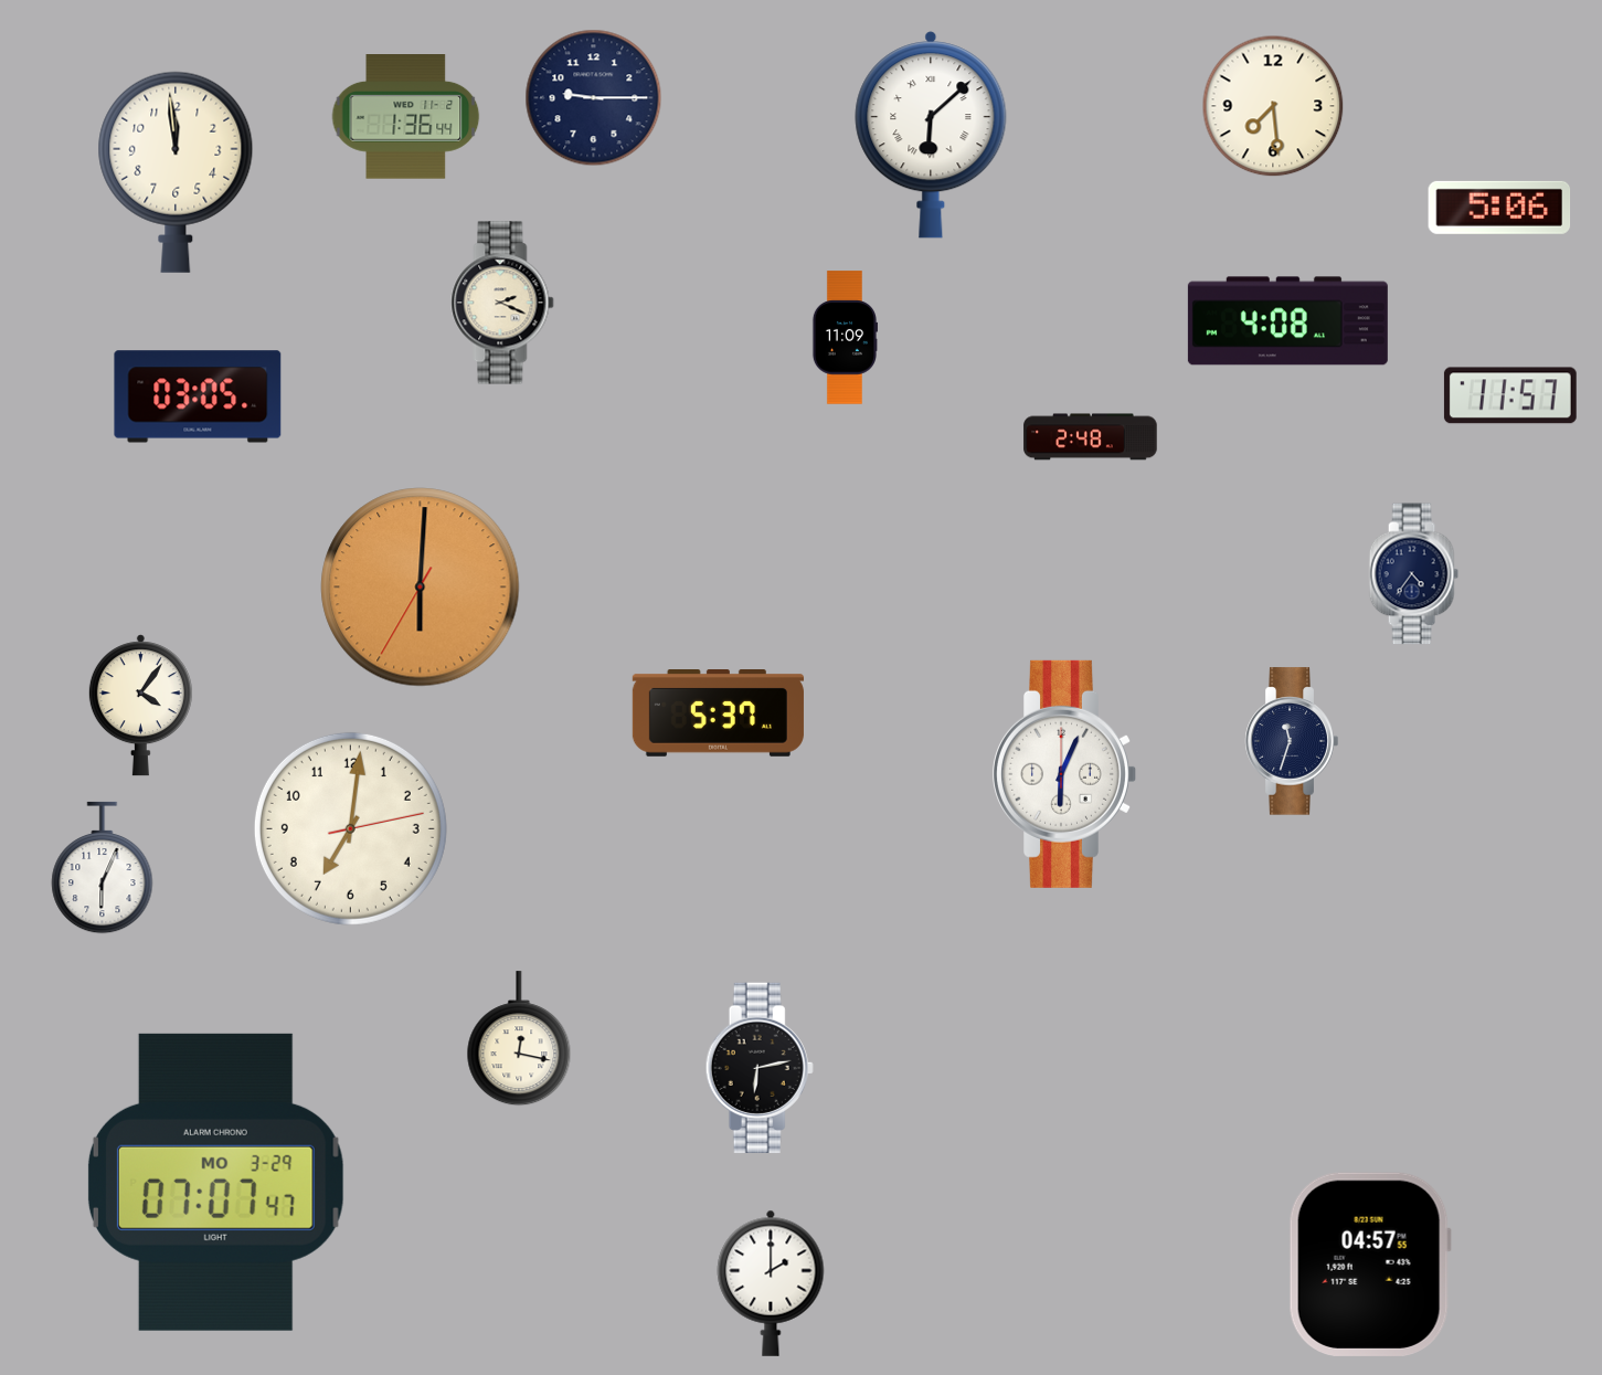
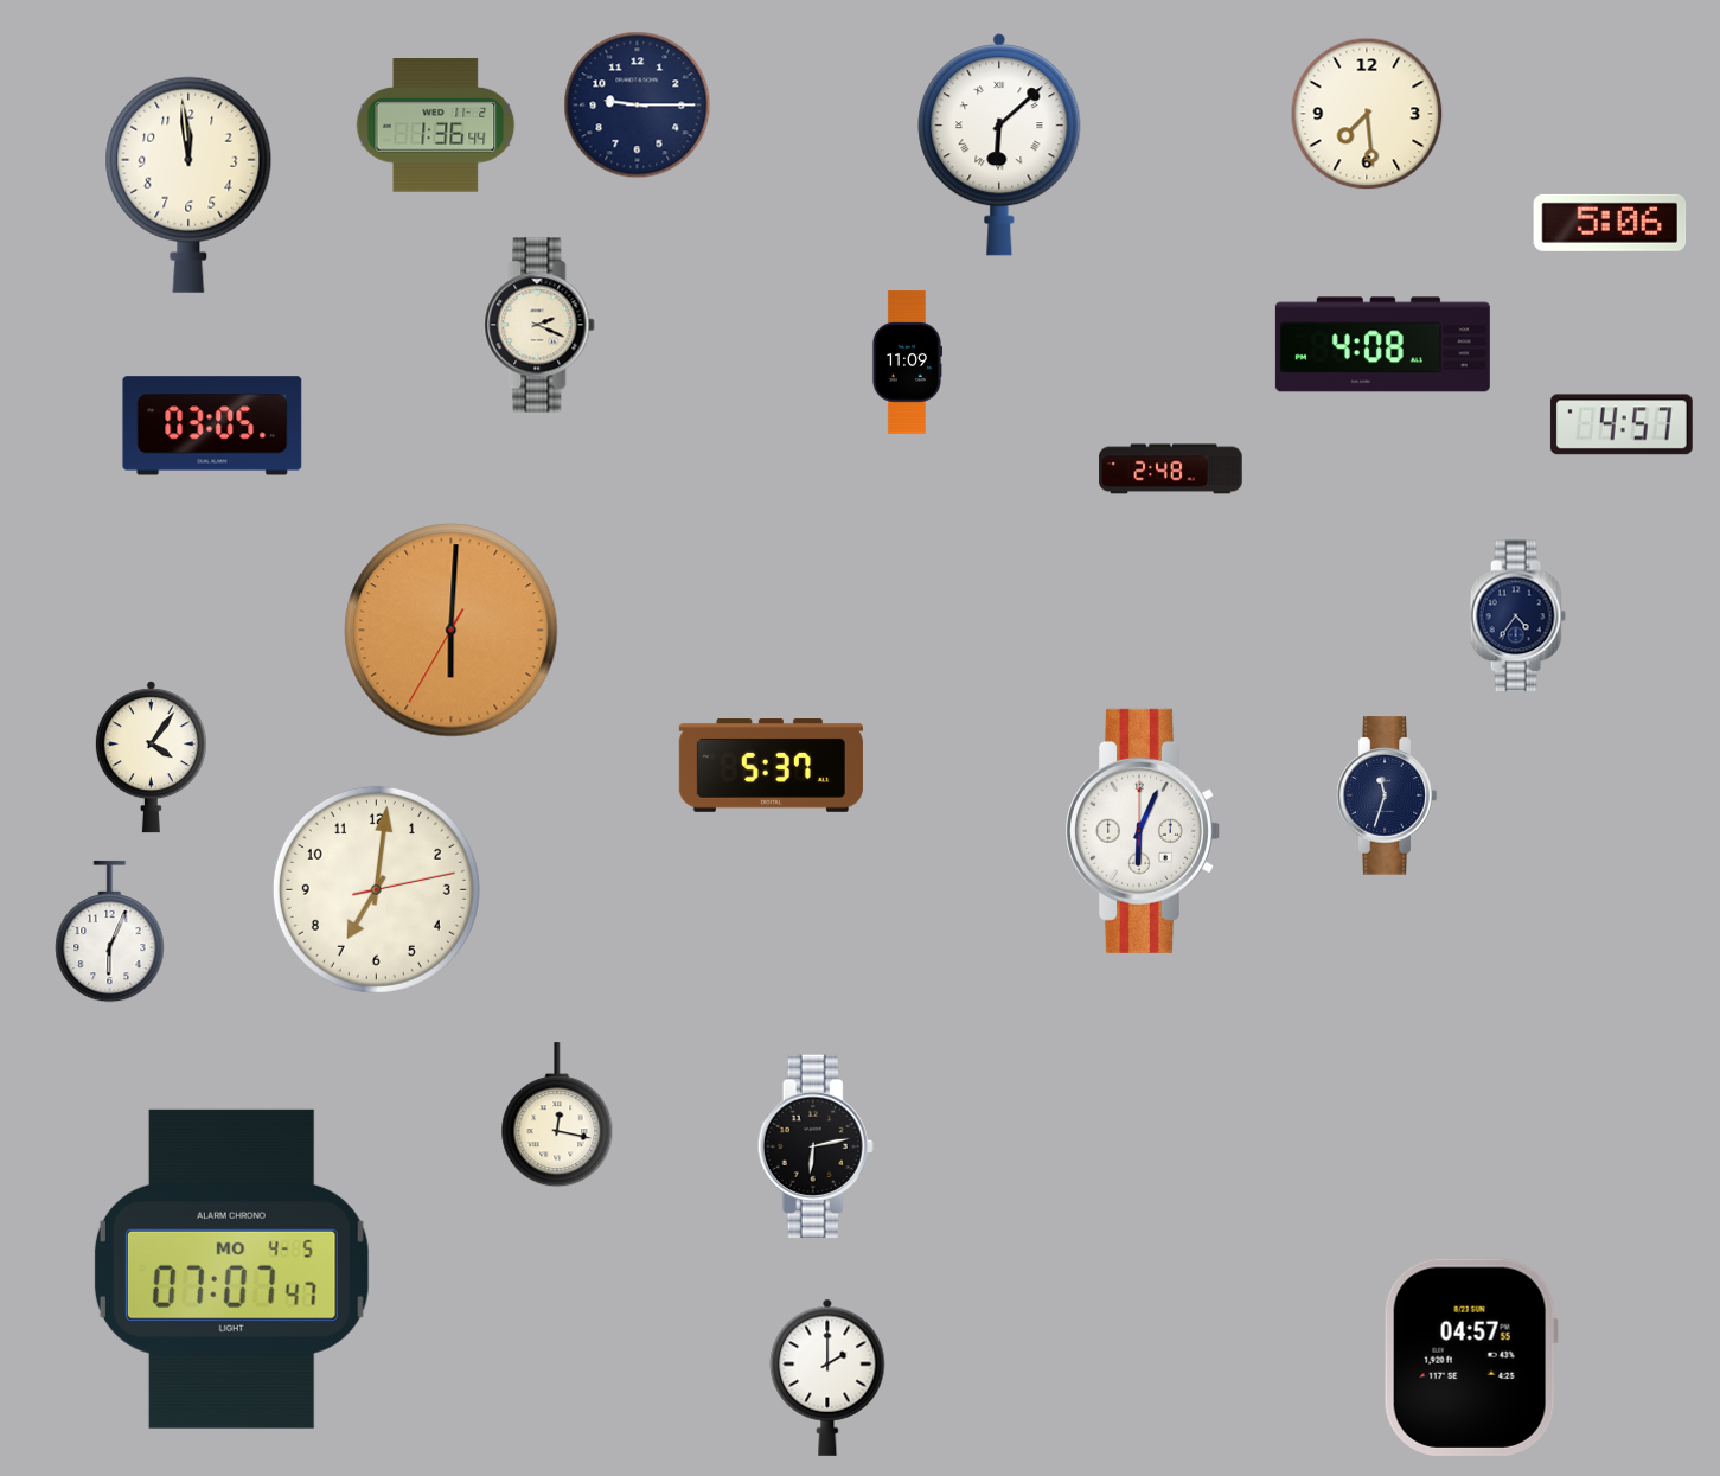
clock at (1510, 395): 11:57 -> 4:57
clock at (215, 1182) date: MO 3-29 -> MO 4-5
